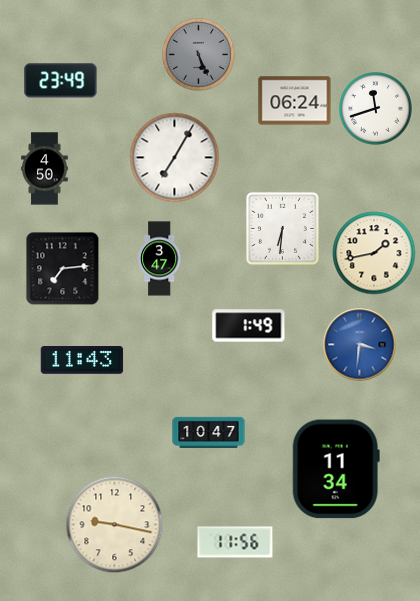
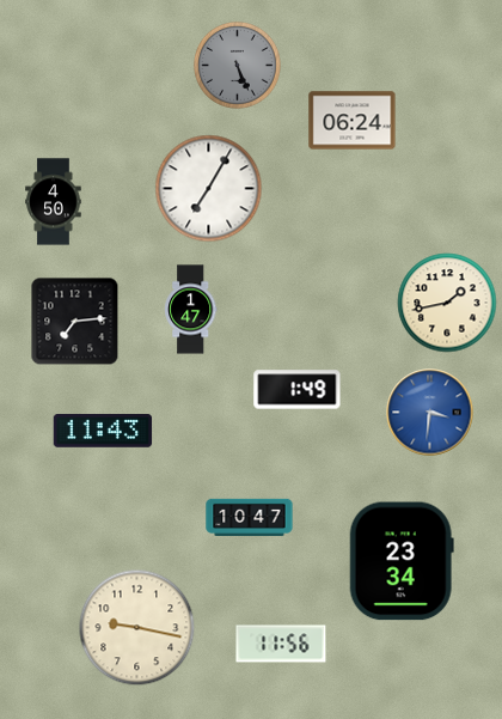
clock at (61, 81): 23:49 -> none
clock at (376, 109): 11:42 -> none
clock at (282, 228): 6:31 -> none
clock at (160, 259): 3:47 -> 1:47
clock at (82, 361) position: (82, 361) -> (103, 432)
clock at (336, 469): 11:34 -> 23:34
clock at (235, 542) position: (235, 542) -> (281, 644)
